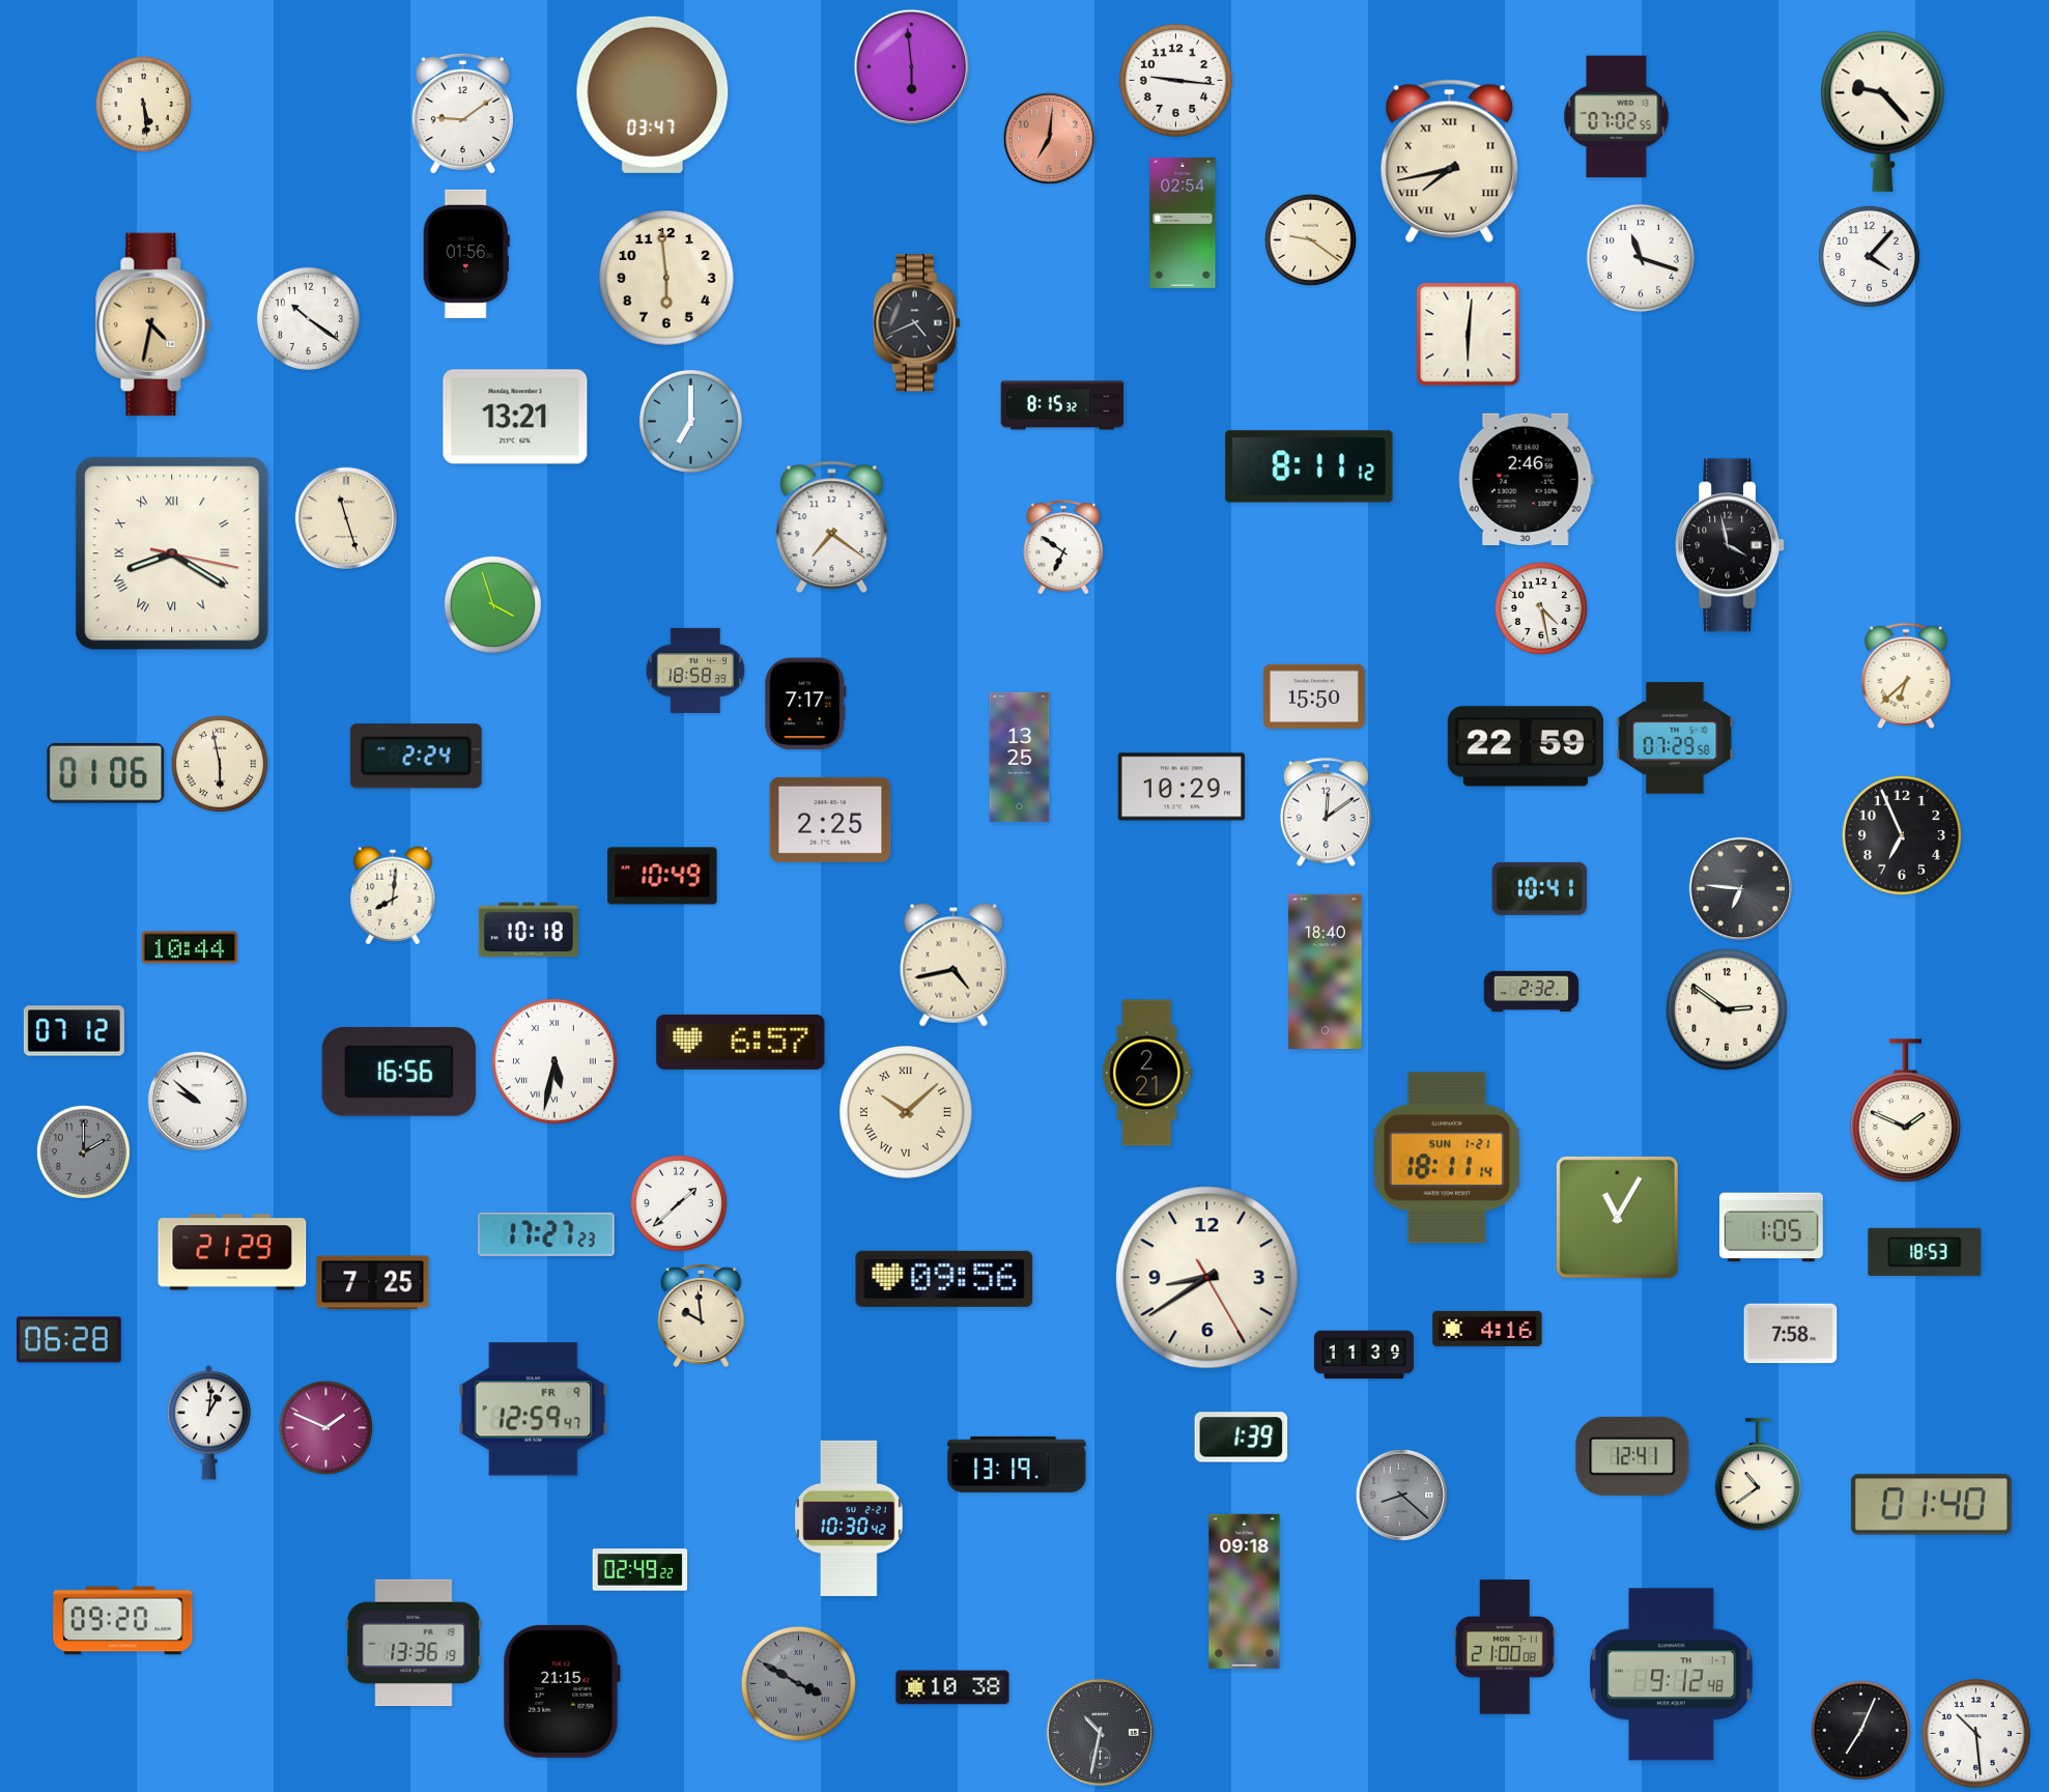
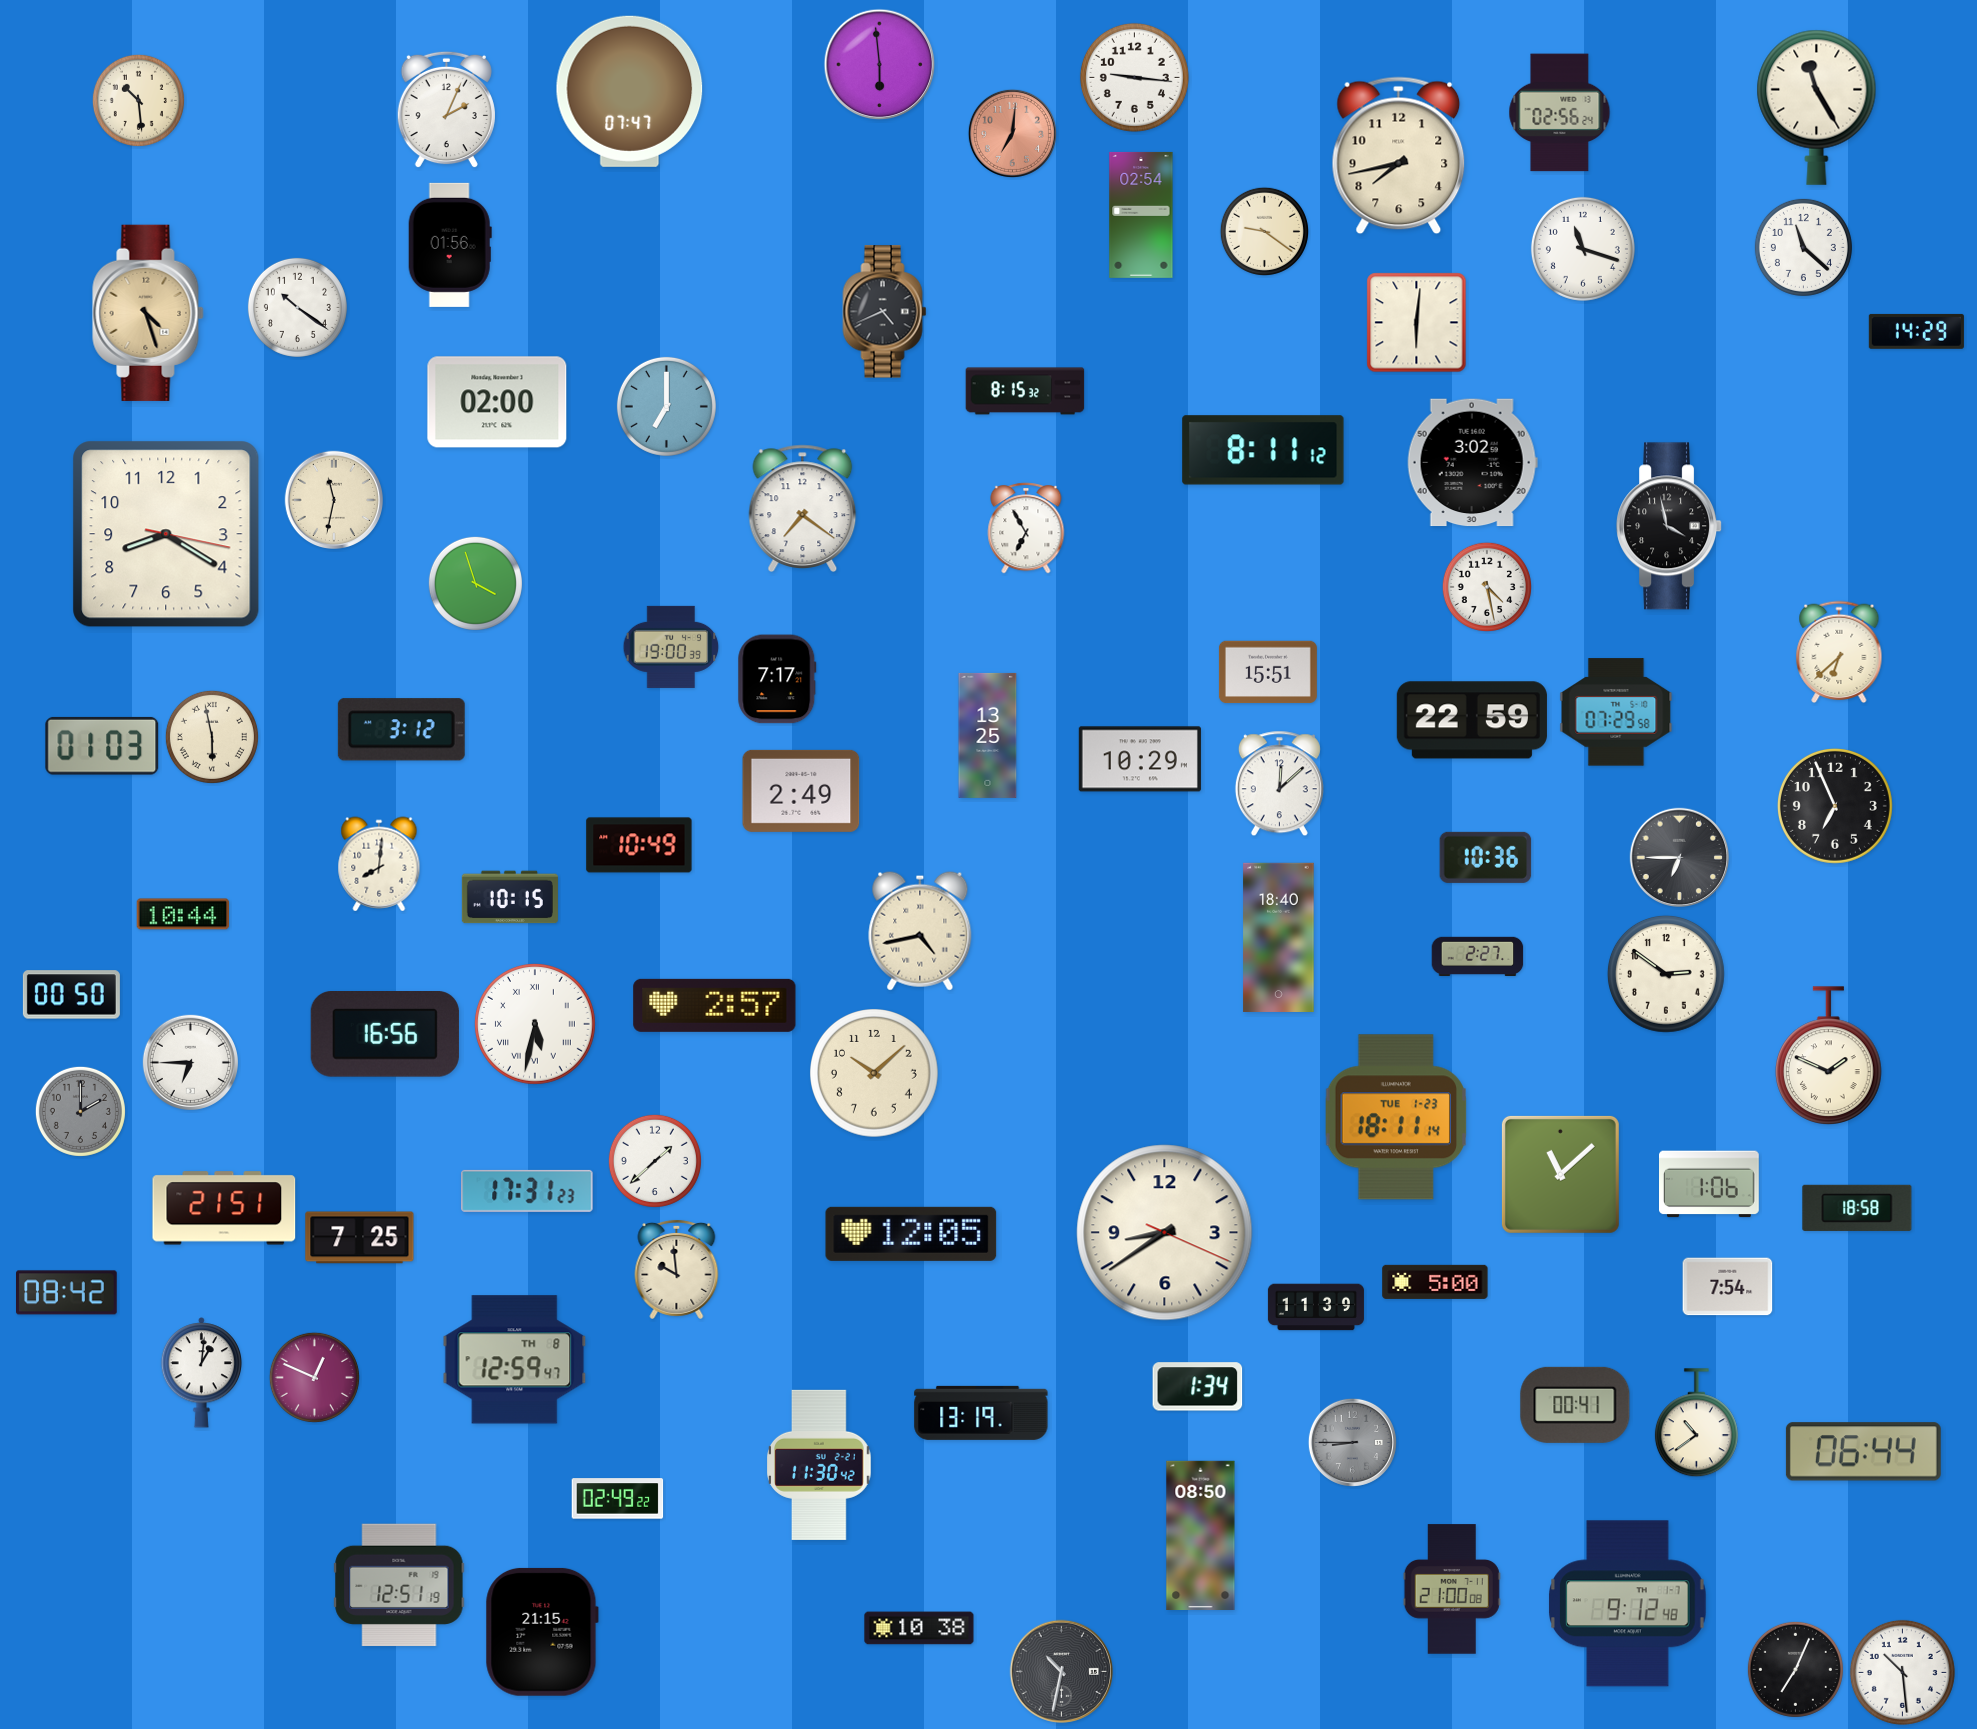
clock at (653, 94): 03:47 -> 07:47
clock at (143, 104): 5:29 -> 10:29
clock at (1883, 111): 9:23 -> 11:25
clock at (462, 114): 9:09 -> 2:04
clock at (1617, 117): 07:02 -> 02:56
clock at (1450, 162) numerals: Roman -> Arabic
clock at (1869, 256): 4:07 -> 11:22
clock at (667, 279): 5:59 -> none
clock at (153, 324): 4:32 -> 4:27
clock at (1916, 331): none -> 14:29
clock at (515, 417): 13:21 -> 02:00
clock at (1526, 480): 2:46 -> 3:02
clock at (345, 517): 11:27 -> 11:32
clock at (1063, 547): 6:51 -> 6:55
clock at (172, 553) numerals: Roman -> Arabic
clock at (695, 671): 18:58 -> 19:00
clock at (1314, 696): 15:50 -> 15:51
clock at (416, 757): 2:24 -> 3:12
clock at (1020, 757) position: (1020, 757) -> (988, 735)
clock at (106, 773): 01:06 -> 01:03
clock at (1326, 813): 12:09 -> 12:08
clock at (830, 820): 2:25 -> 2:49
clock at (1540, 888): 10:41 -> 10:36
clock at (1740, 888): 6:46 -> 6:45
clock at (529, 930): 10:18 -> 10:15
clock at (1532, 991): 2:32 -> 2:27
clock at (74, 1031): 07:12 -> 00:50
clock at (741, 1042): 6:57 -> 2:57
clock at (1147, 1073): 2:21 -> none
clock at (197, 1101): 9:52 -> 6:45
clock at (1906, 1111) position: (1906, 1111) -> (1829, 1056)
clock at (907, 1113) numerals: Roman -> Arabic
clock at (1447, 1158) date: SUN 1-21 -> TUE 1-23
clock at (1617, 1217): 11:05 -> 11:08
clock at (1772, 1227): 1:05 -> 1:06
clock at (546, 1234): 17:27 -> 17:31
clock at (232, 1252): 21:29 -> 21:51
clock at (1925, 1252): 18:53 -> 18:58
clock at (1207, 1278): 8:39:25 -> 8:39:19
clock at (944, 1279): 09:56 -> 12:05
clock at (1487, 1329): 4:16 -> 5:00
clock at (1791, 1334): 7:58 -> 7:54
clock at (69, 1340): 06:28 -> 08:42
clock at (534, 1410) date: FR 9 -> TH 8
clock at (325, 1427): 1:49 -> 12:49
clock at (1242, 1438): 1:39 -> 1:34
clock at (1632, 1456): 12:41 -> 00:41
clock at (1401, 1495): 8:22 -> 8:45
clock at (1931, 1505): 01:40 -> 06:44
clock at (849, 1518): 10:30 -> 11:30
clock at (641, 1570) position: (641, 1570) -> (618, 1499)
clock at (1245, 1591): 09:18 -> 08:50
clock at (123, 1621): 09:20 -> none
clock at (414, 1643): 13:36 -> 12:51
clock at (1672, 1675) position: (1672, 1675) -> (1628, 1604)
clock at (798, 1683): 3:50 -> none
clock at (1975, 1733) position: (1975, 1733) -> (1902, 1672)
